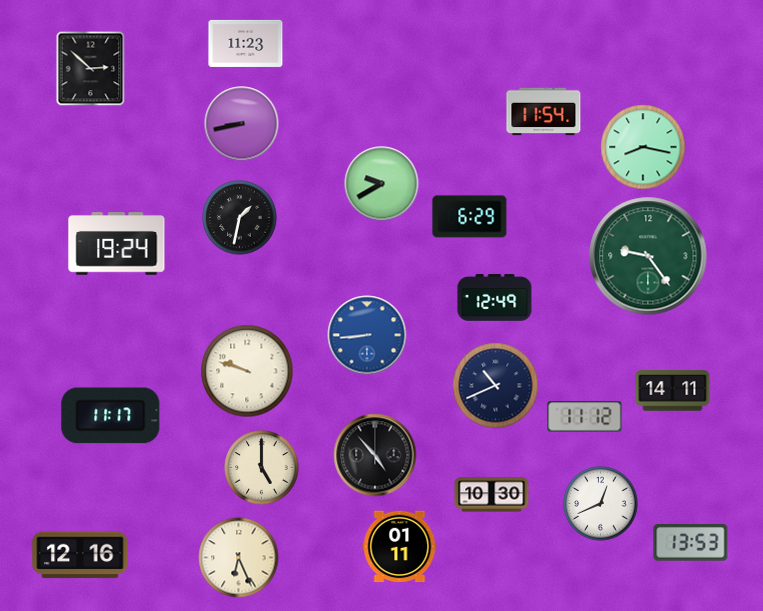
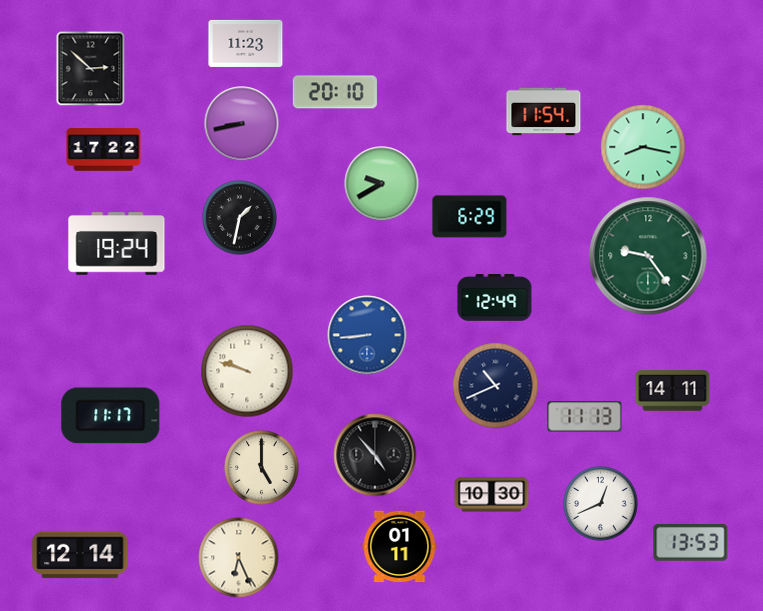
clock at (335, 92): none -> 20:10
clock at (104, 150): none -> 17:22
clock at (585, 417): 11:12 -> 11:13
clock at (80, 555): 12:16 -> 12:14
